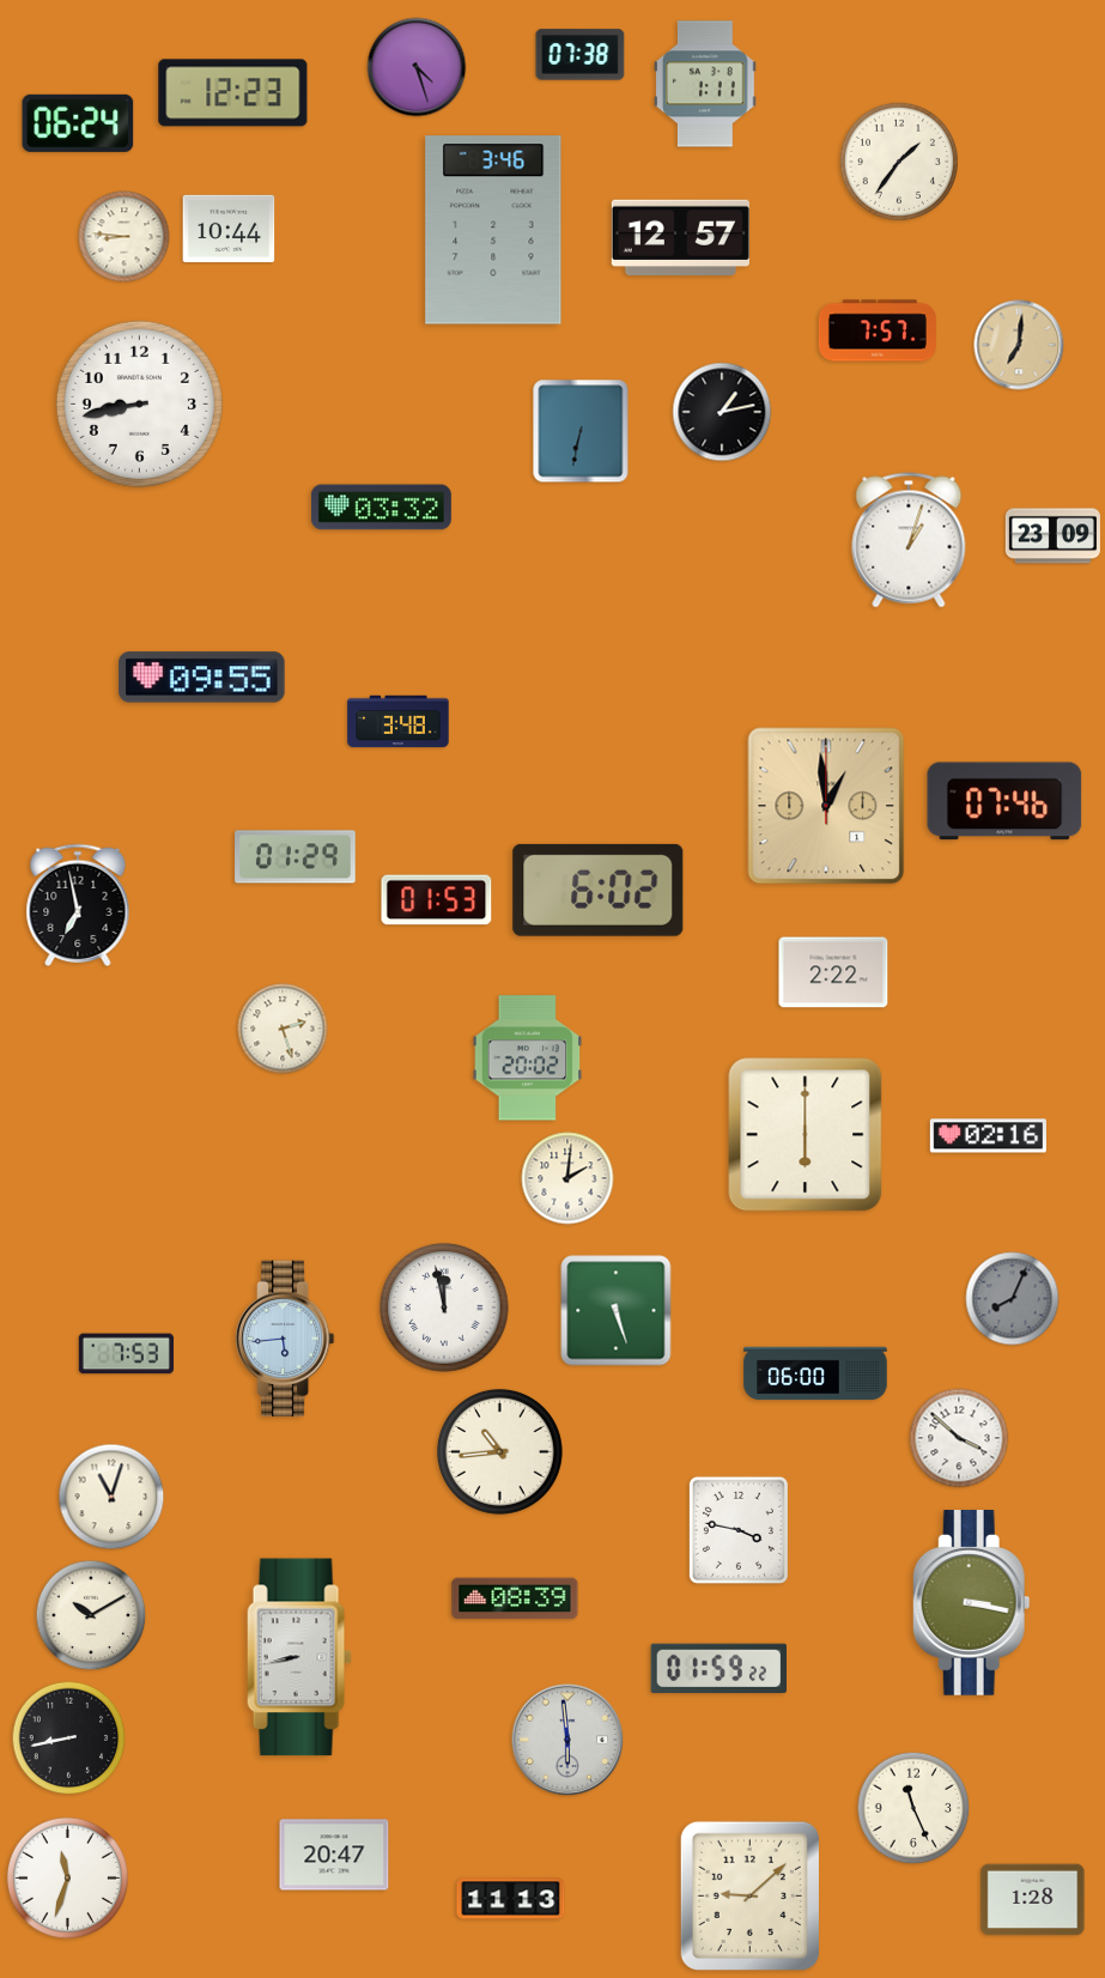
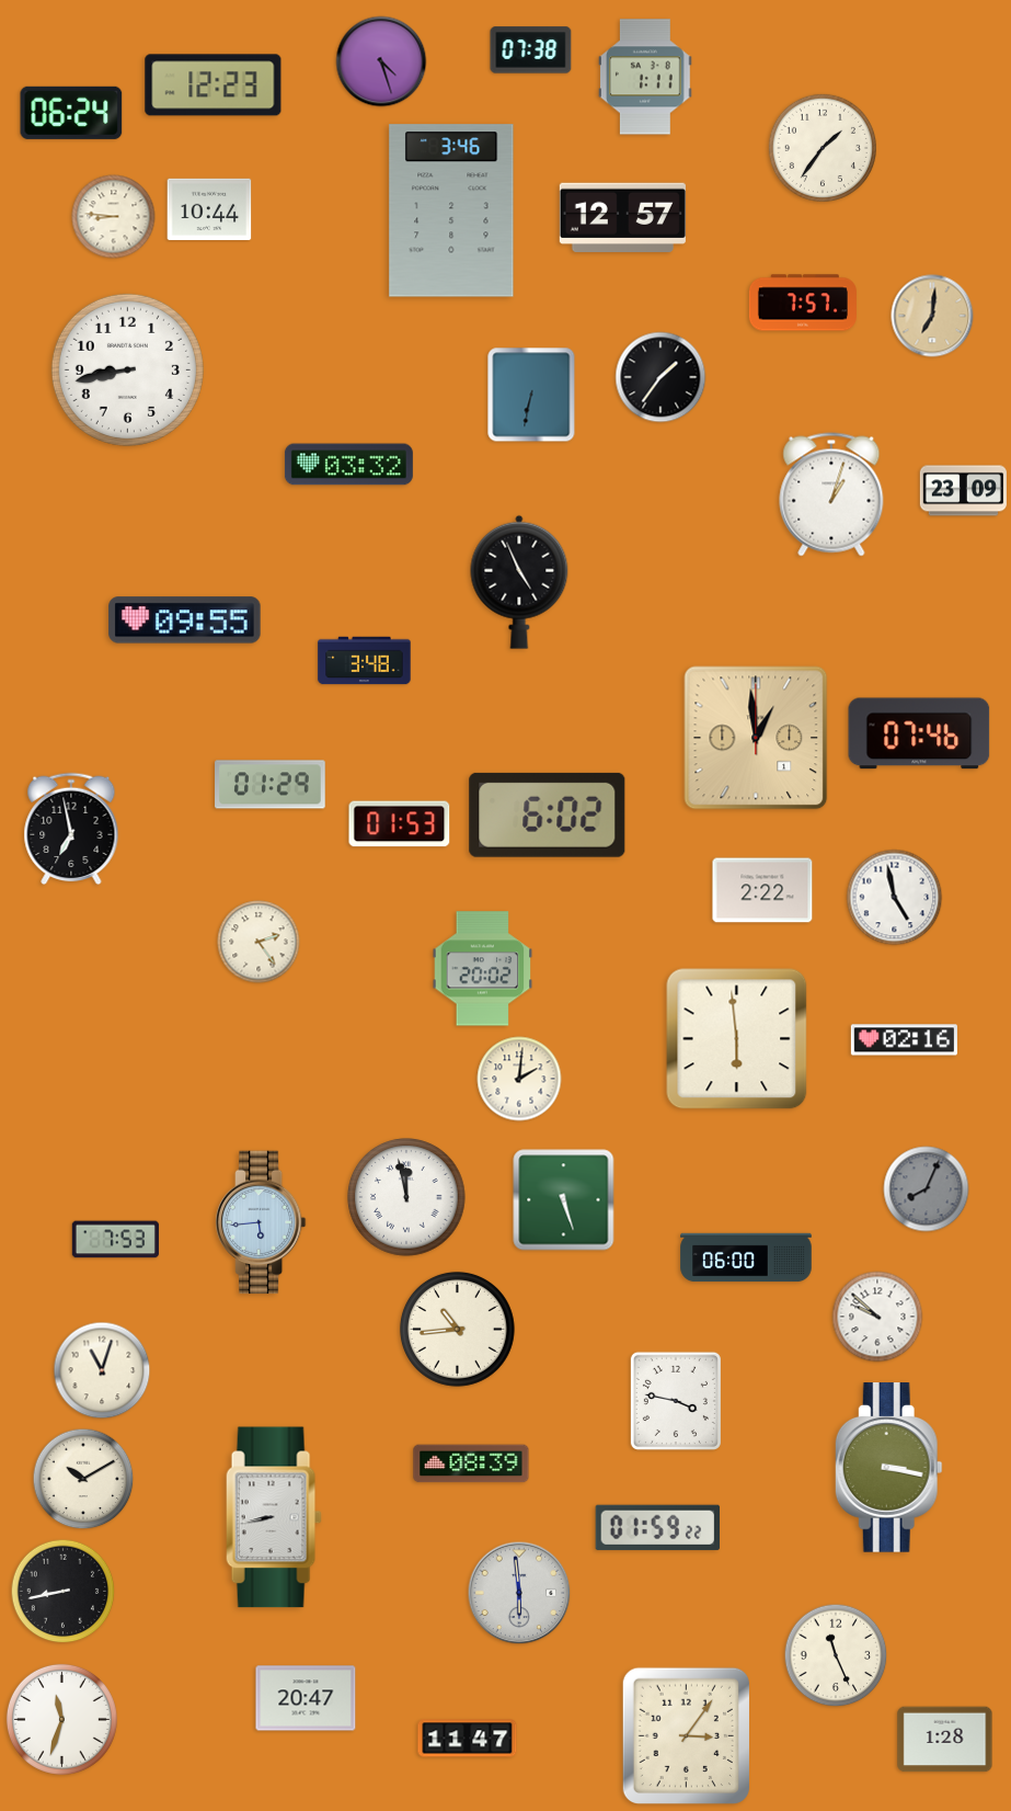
clock at (722, 412): 1:13 -> 1:36
clock at (519, 582): none -> 4:56
clock at (895, 898): none -> 4:58
clock at (283, 1029): 2:27 -> 2:24
clock at (806, 1135): 6:00 -> 5:59
clock at (285, 1339) position: (285, 1339) -> (261, 1222)
clock at (959, 1438): 3:52 -> 9:52
clock at (749, 1895): 9:08 -> 3:06
clock at (511, 1899): 11:13 -> 11:47
